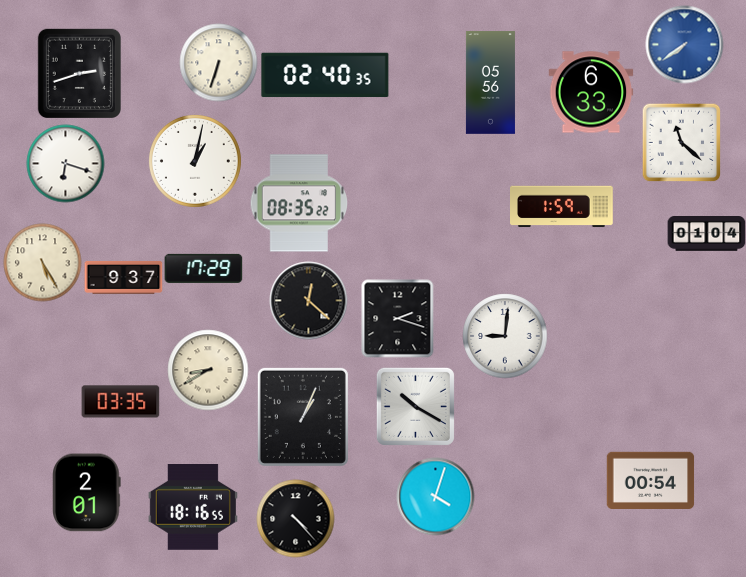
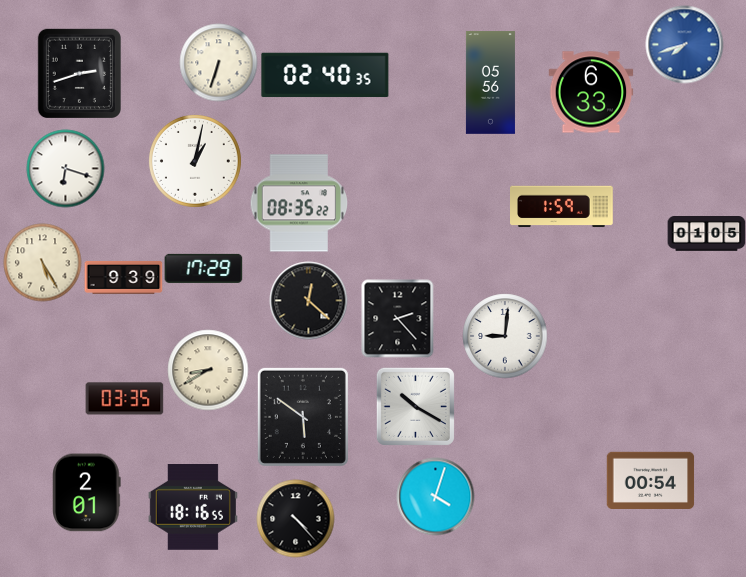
clock at (684, 44): 7:39 -> 7:42
clock at (681, 142): 11:22 -> none
clock at (65, 163) position: (65, 163) -> (65, 168)
clock at (706, 234): 01:04 -> 01:05
clock at (123, 277): 9:37 -> 9:39
clock at (398, 318): 2:18 -> 2:23
clock at (120, 402) position: (120, 402) -> (124, 399)
clock at (303, 417): 1:04 -> 5:51
